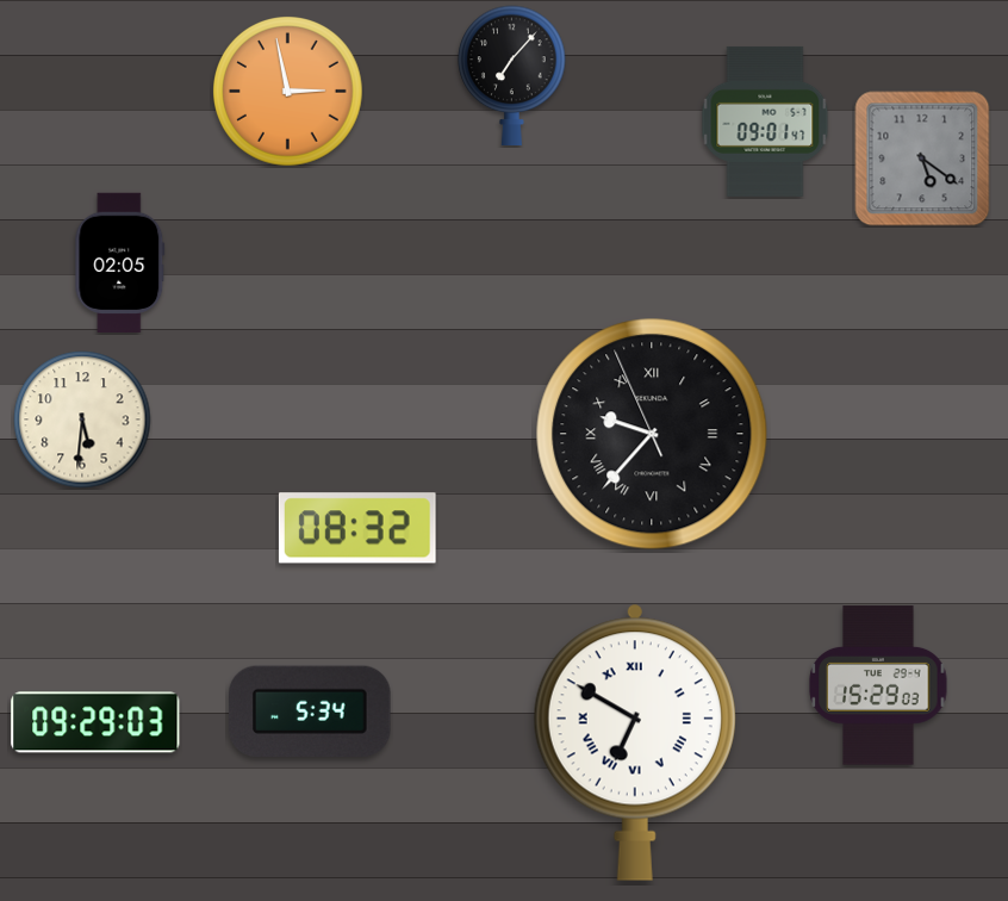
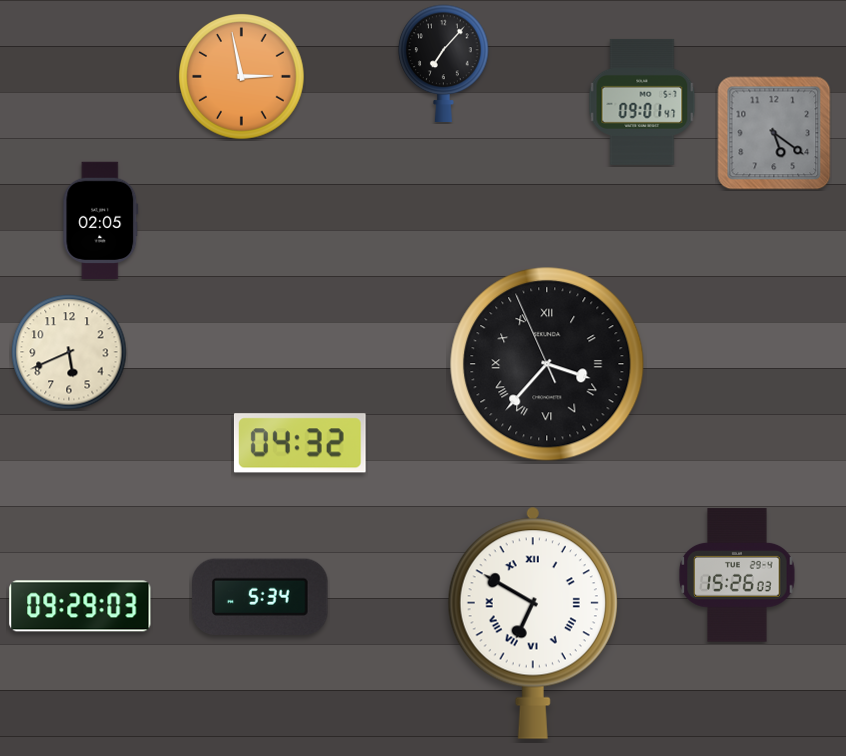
clock at (512, 75) position: (512, 75) -> (444, 63)
clock at (82, 420): 5:31 -> 5:41
clock at (652, 434): 9:36 -> 3:36
clock at (357, 528): 08:32 -> 04:32
clock at (878, 685): 15:29 -> 15:26
